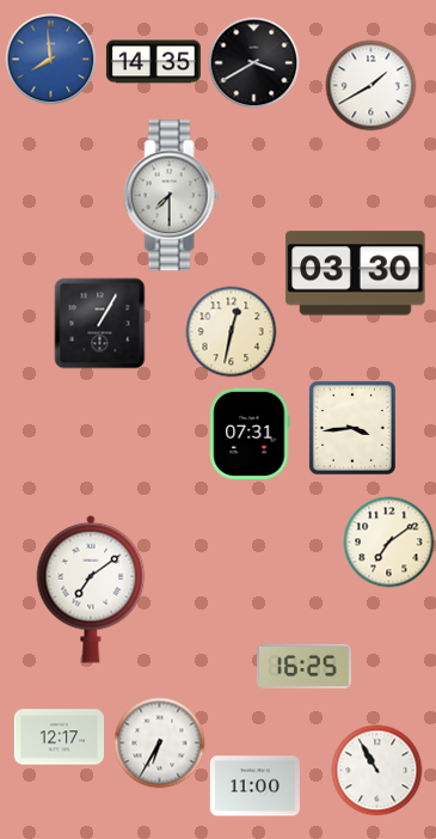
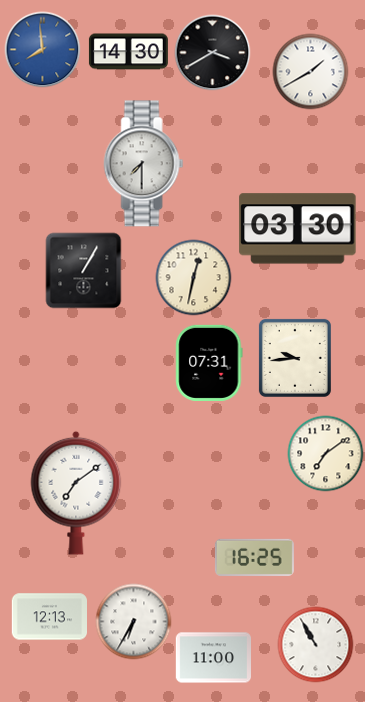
clock at (153, 62): 14:35 -> 14:30
clock at (352, 428): 3:44 -> 9:44
clock at (59, 737): 12:17 -> 12:13
